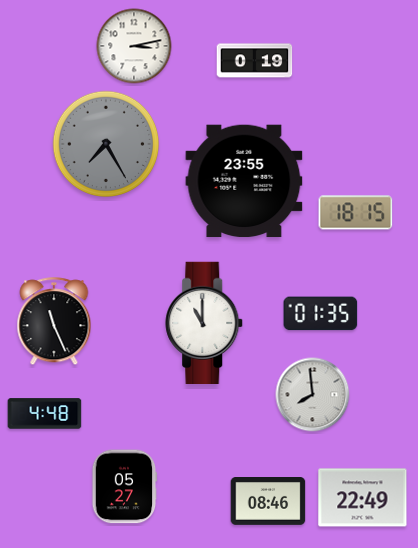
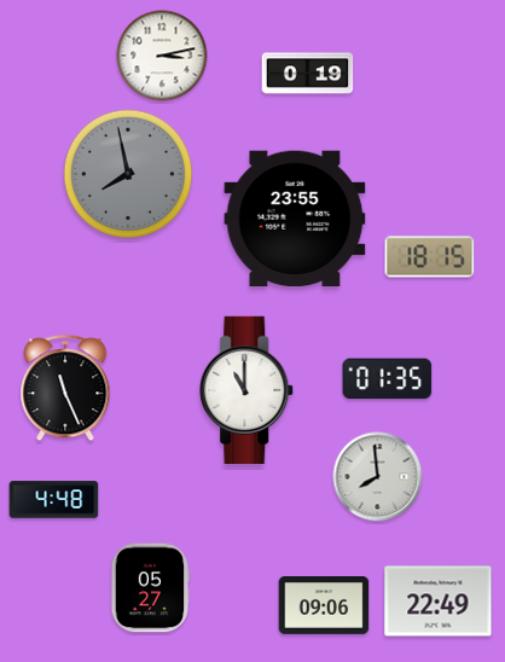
clock at (106, 144): 7:25 -> 7:58
clock at (268, 502): 08:46 -> 09:06
